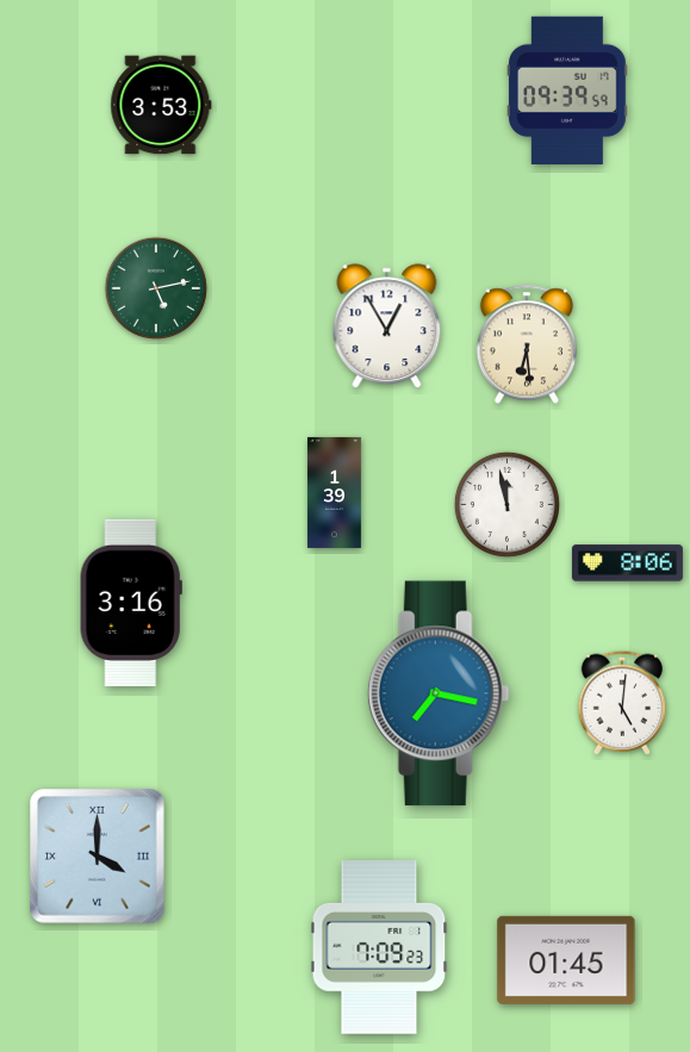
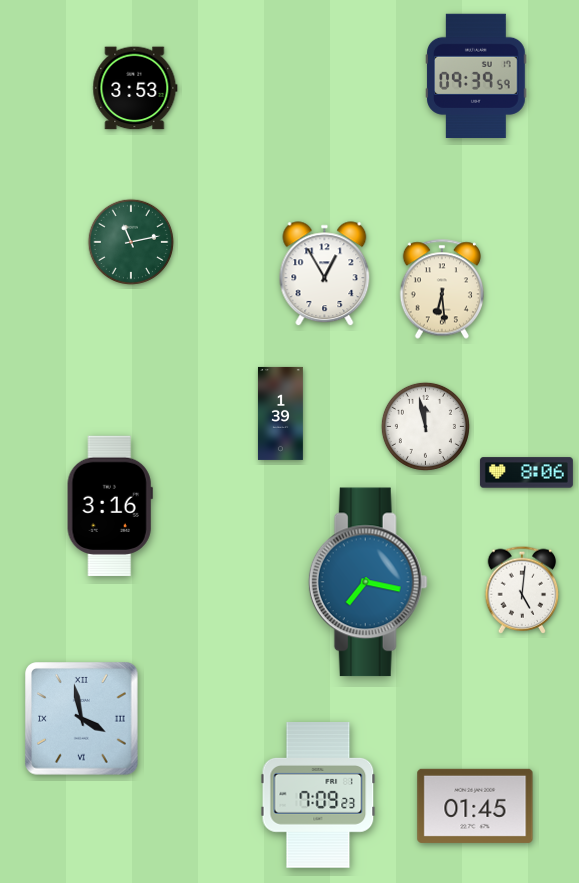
clock at (155, 287): 5:13 -> 11:13
clock at (506, 504) position: (506, 504) -> (425, 426)
clock at (98, 857): 4:00 -> 3:58
